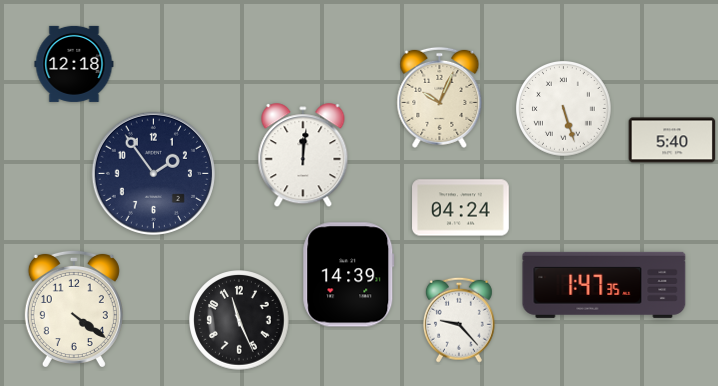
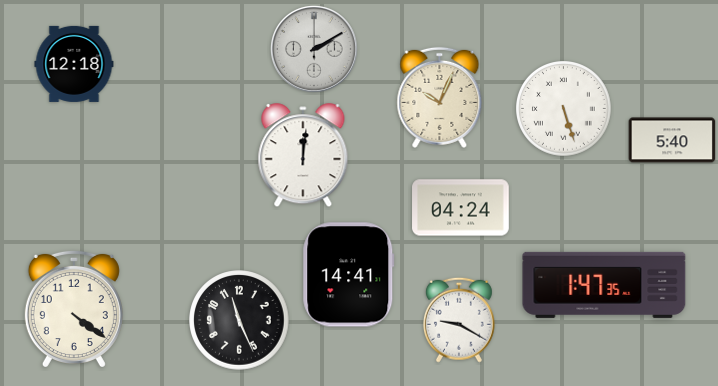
clock at (314, 49): none -> 2:10
clock at (153, 173): 1:54 -> none
clock at (349, 275): 14:39 -> 14:41
clock at (459, 320): 9:23 -> 9:20
